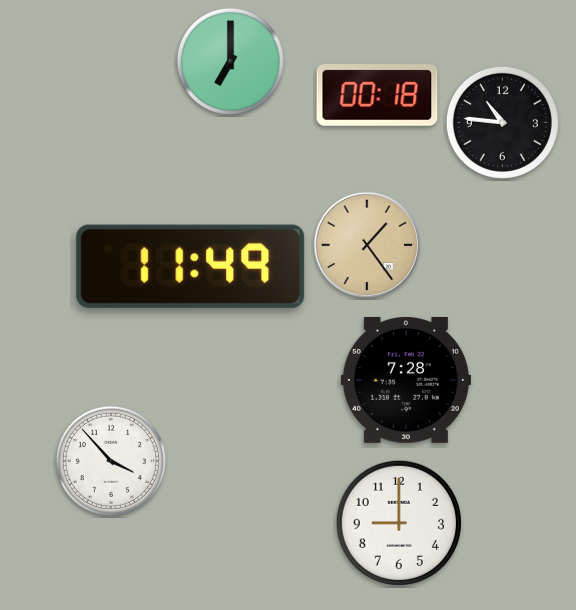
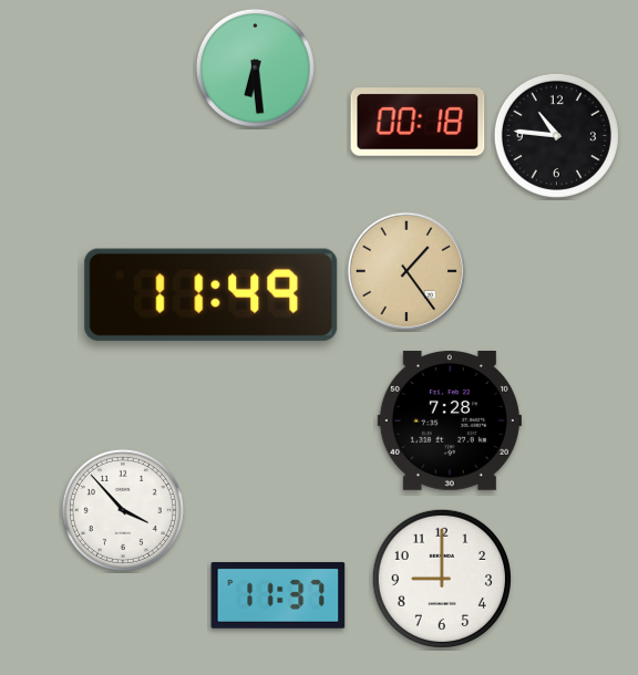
clock at (230, 61): 7:00 -> 6:29
clock at (377, 95) position: (377, 95) -> (418, 122)
clock at (278, 595): none -> 11:37
